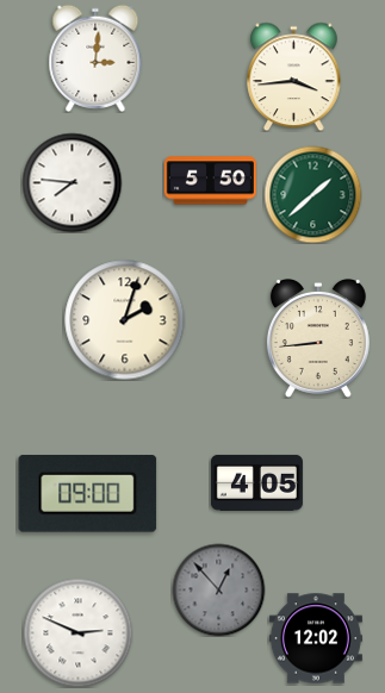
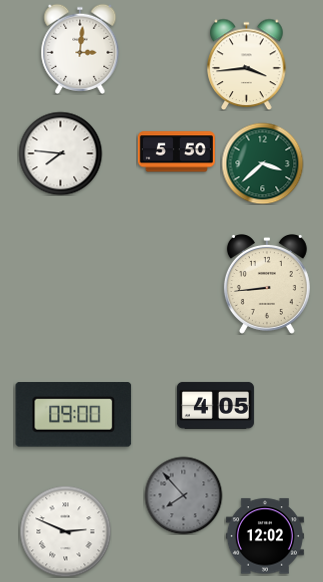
clock at (312, 194): 1:38 -> 3:38
clock at (125, 320): 2:03 -> none
clock at (218, 589): 12:53 -> 7:53
